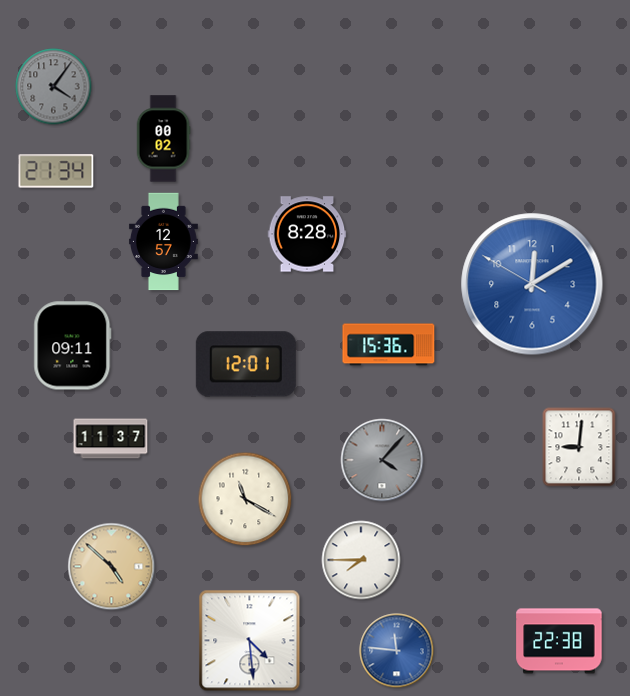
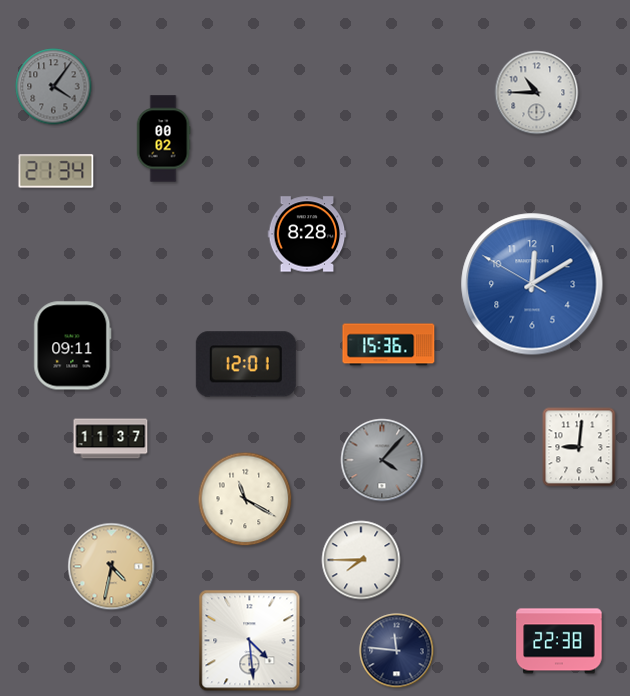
clock at (537, 93): none -> 10:45
clock at (163, 242): 12:57 -> none
clock at (112, 567): 4:52 -> 4:32
clock at (397, 651) dial: blue -> navy
